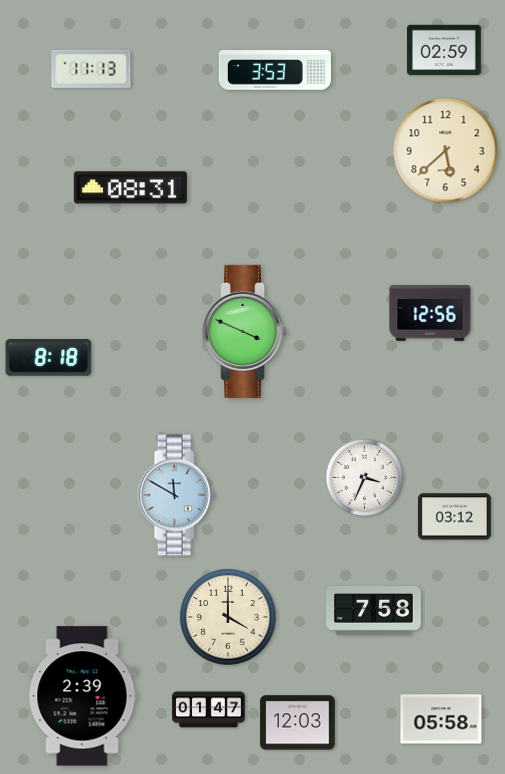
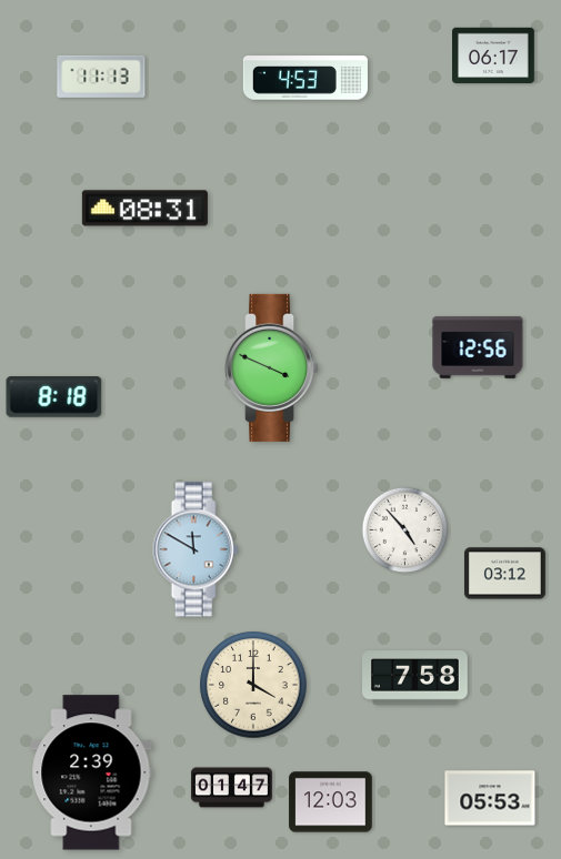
clock at (445, 50): 02:59 -> 06:17
clock at (275, 70): 3:53 -> 4:53
clock at (446, 151): 5:38 -> none
clock at (365, 478): 3:34 -> 4:53
clock at (441, 719): 05:58 -> 05:53
